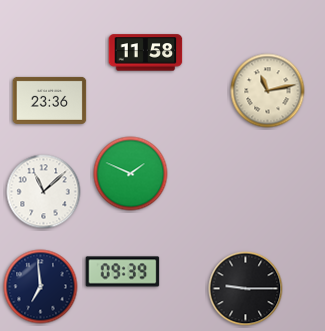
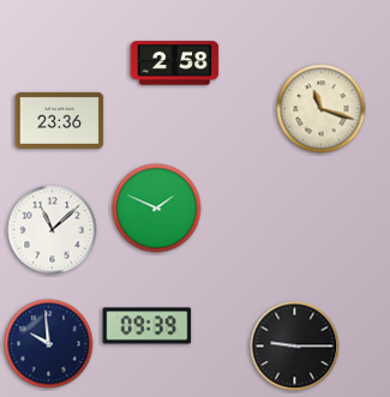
clock at (146, 53): 11:58 -> 2:58
clock at (268, 91): 11:13 -> 11:18
clock at (41, 287): 6:59 -> 9:59
